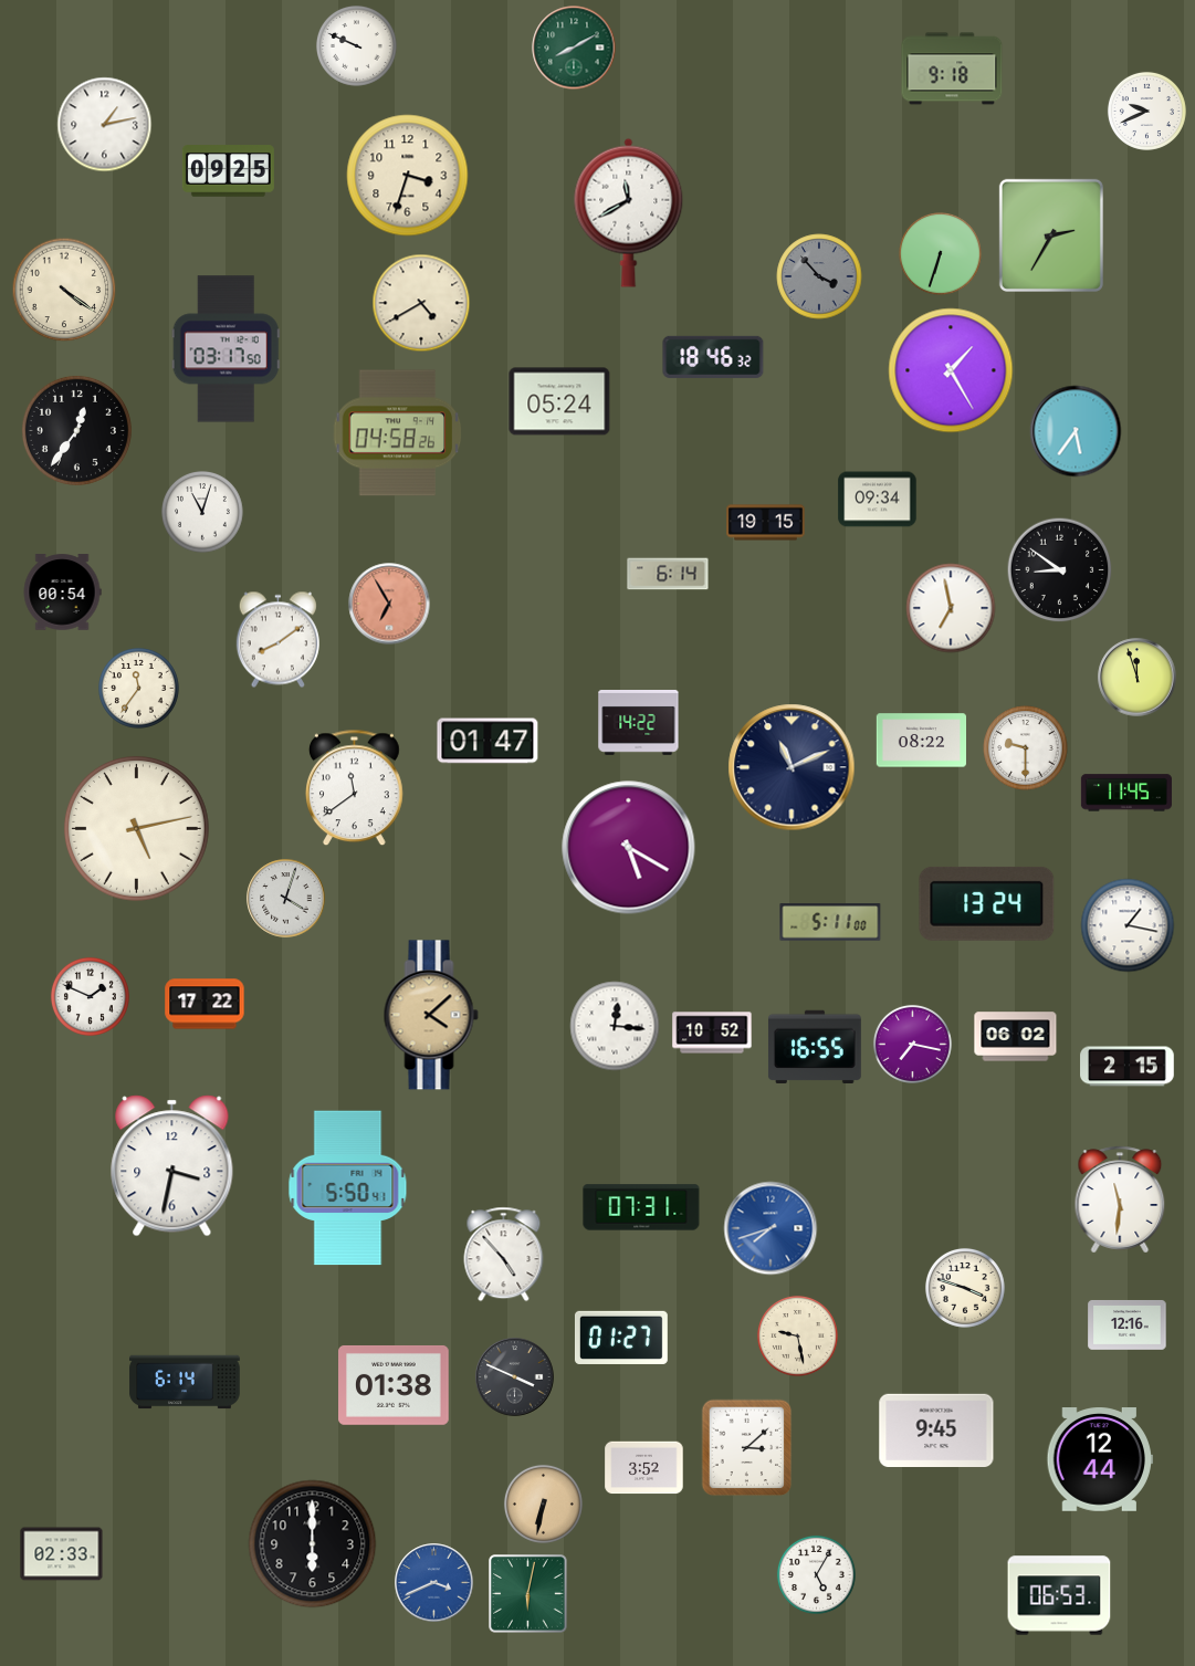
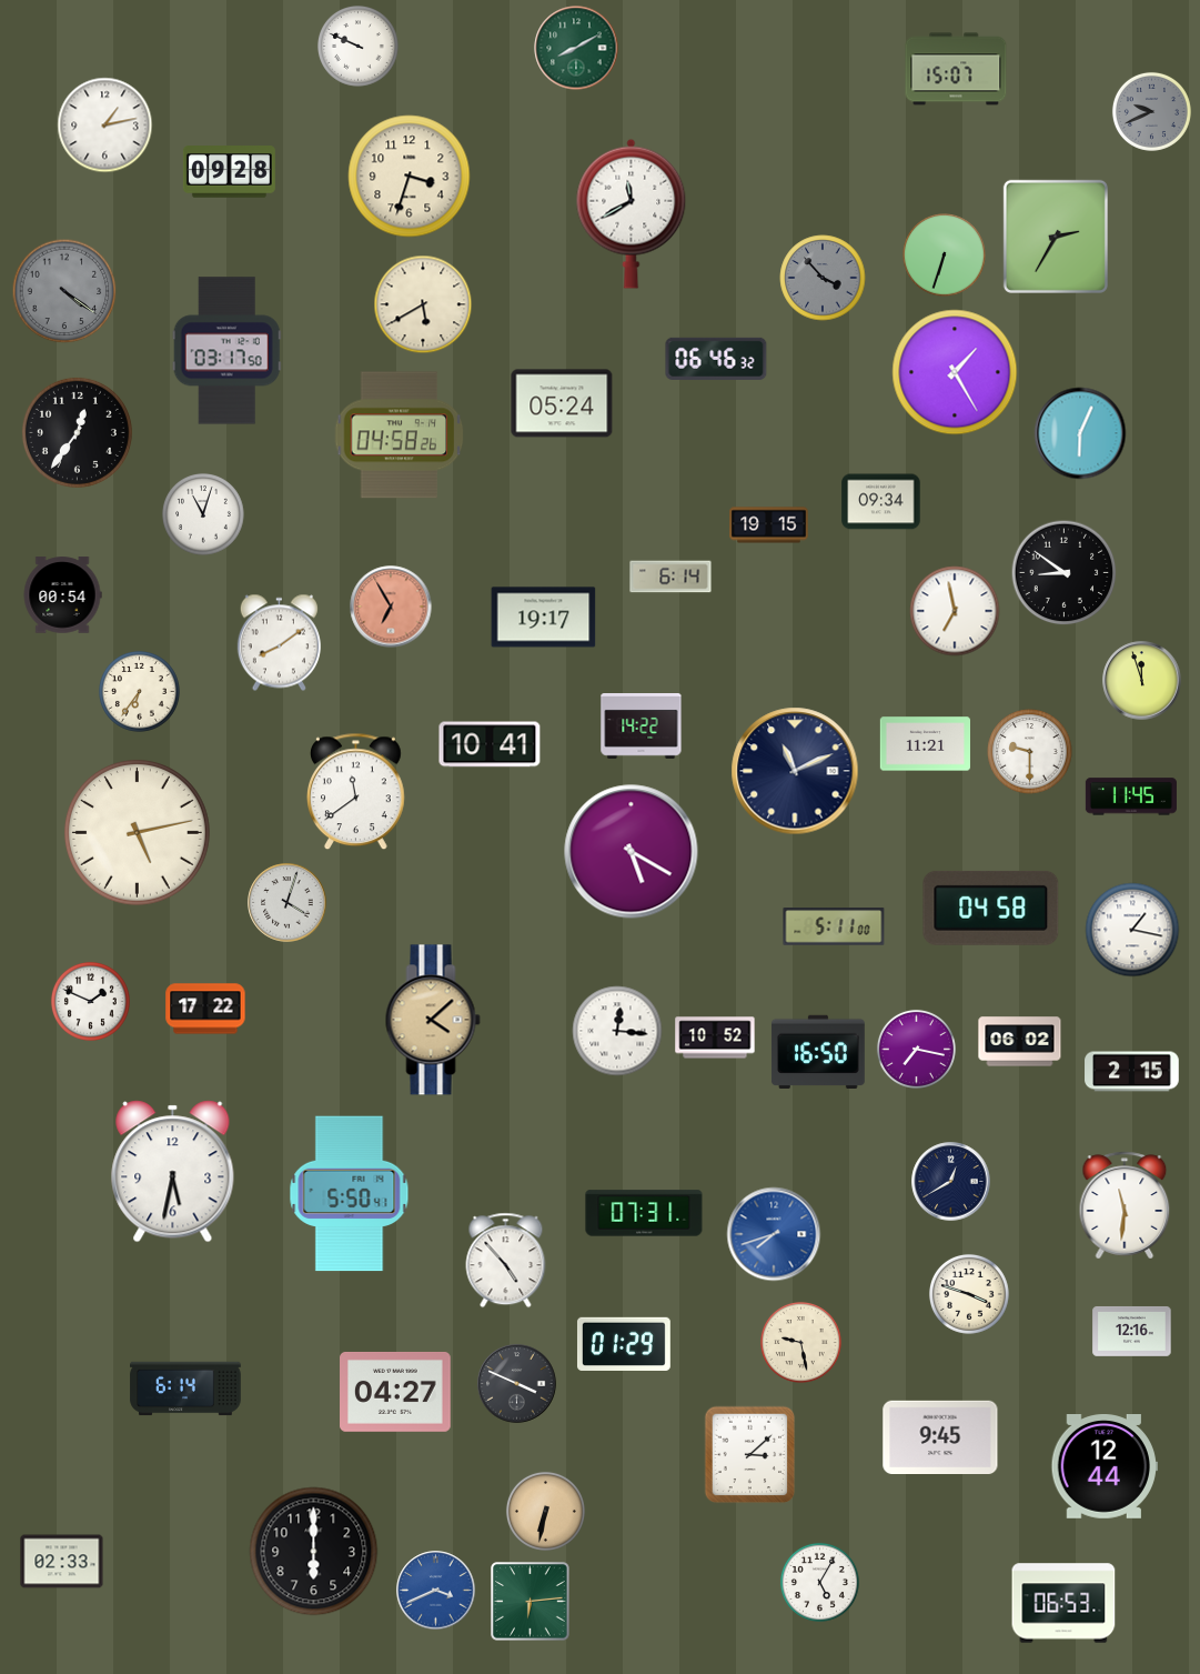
clock at (952, 69): 9:18 -> 15:07
clock at (1146, 111) dial: white -> grey
clock at (228, 171): 09:25 -> 09:28
clock at (64, 290) dial: cream -> grey
clock at (421, 303): 4:40 -> 5:40
clock at (713, 357): 18:46 -> 06:46
clock at (1076, 431): 5:36 -> 6:04
clock at (544, 618): none -> 19:17
clock at (139, 689): 11:36 -> 6:36
clock at (488, 741): 01:47 -> 10:41
clock at (921, 741): 08:22 -> 11:21
clock at (987, 903): 13:24 -> 04:58
clock at (815, 1047): 16:55 -> 16:50
clock at (172, 1166): 3:32 -> 5:32
clock at (951, 1182): none -> 12:40
clock at (621, 1337): 01:27 -> 01:29
clock at (395, 1385): 01:38 -> 04:27
clock at (644, 1468): 3:52 -> none
clock at (528, 1594): 6:02 -> 6:14
